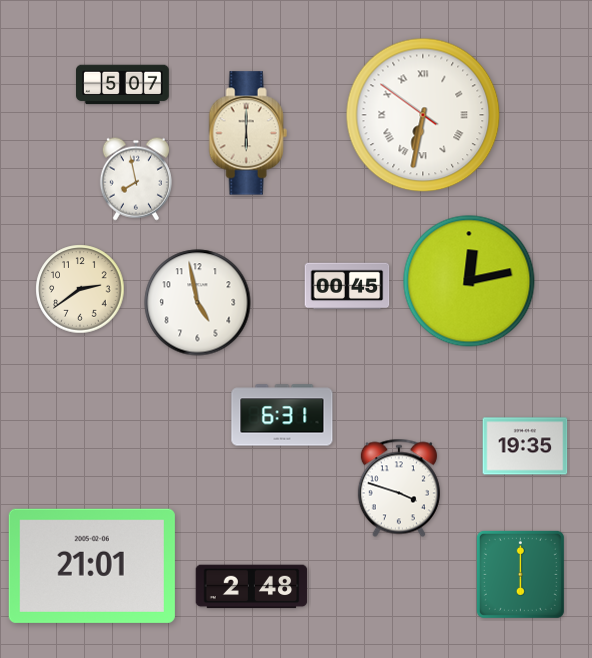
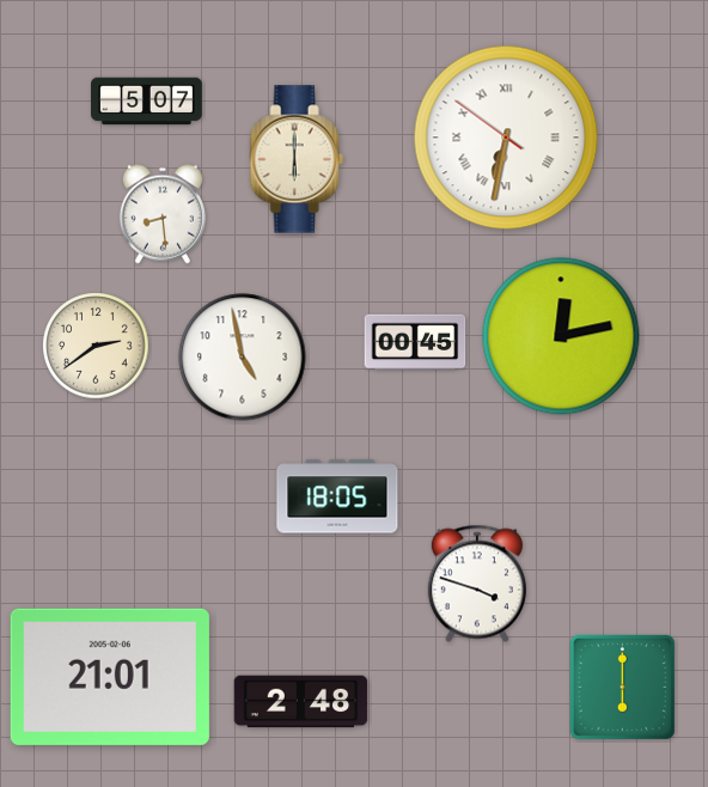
clock at (136, 179): 7:58 -> 8:29
clock at (198, 303) position: (198, 303) -> (243, 358)
clock at (282, 415): 6:31 -> 18:05
clock at (525, 446): 19:35 -> none
